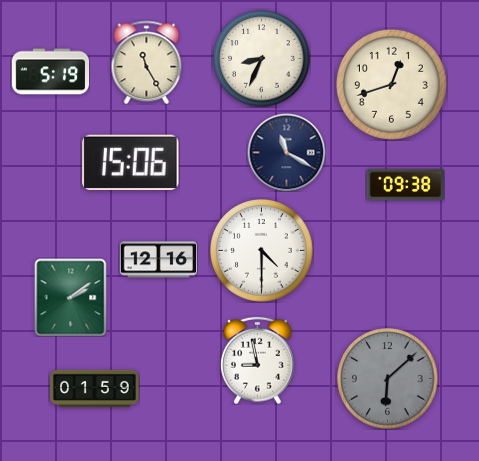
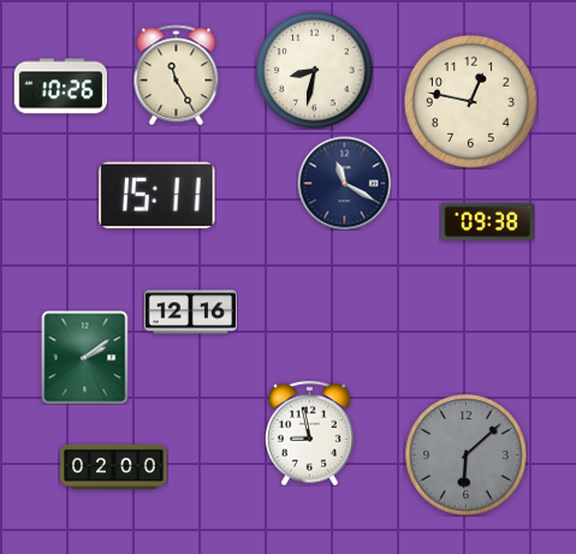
clock at (262, 59): 8:34 -> 8:32
clock at (50, 72): 5:19 -> 10:26
clock at (391, 84): 12:42 -> 12:47
clock at (131, 163): 15:06 -> 15:11
clock at (262, 251): 4:30 -> none
clock at (95, 388): 01:59 -> 02:00
